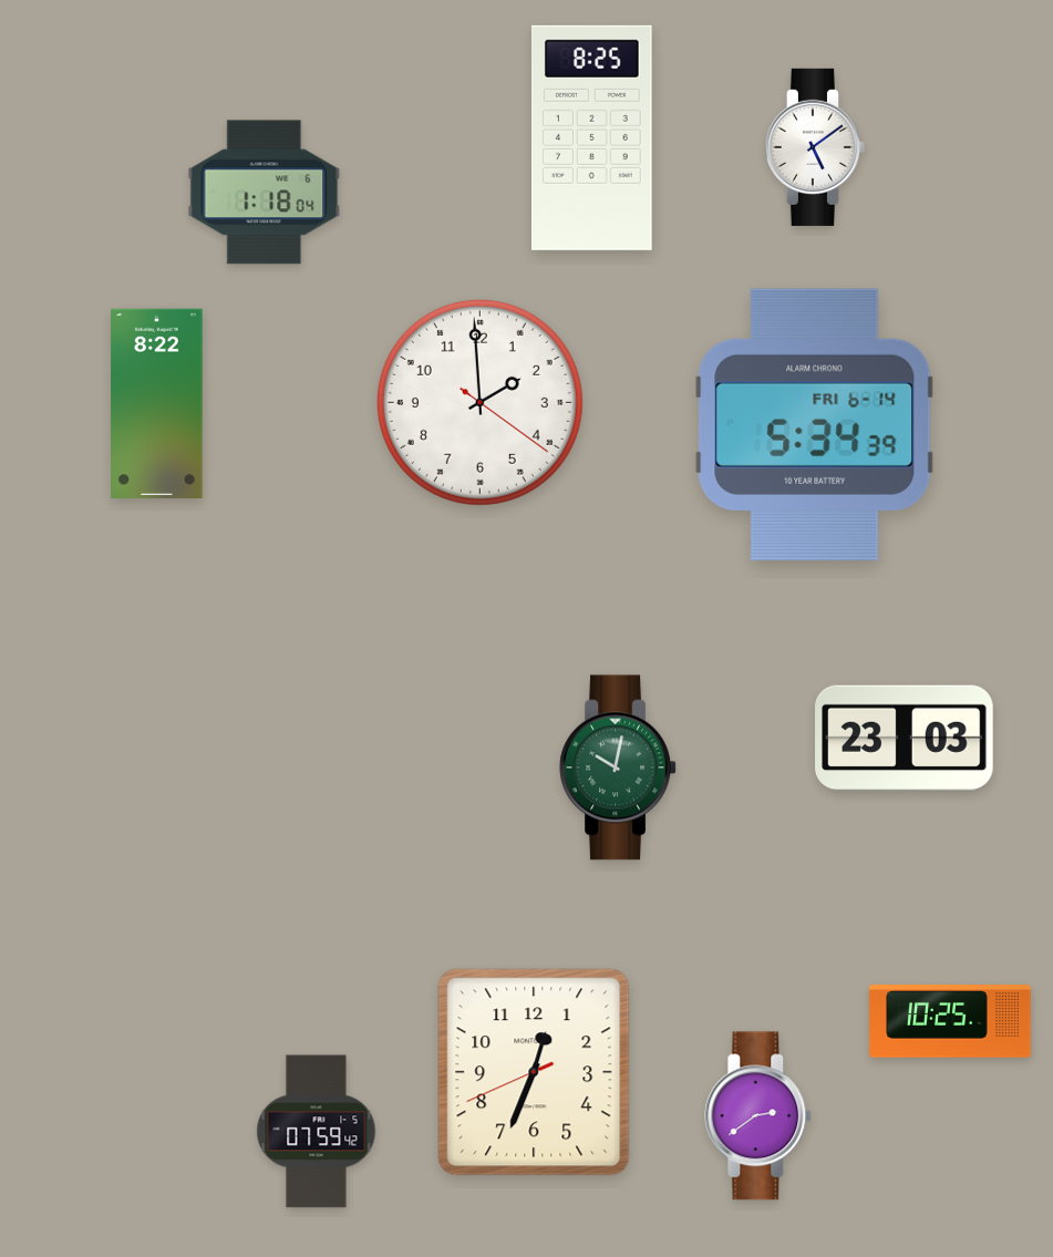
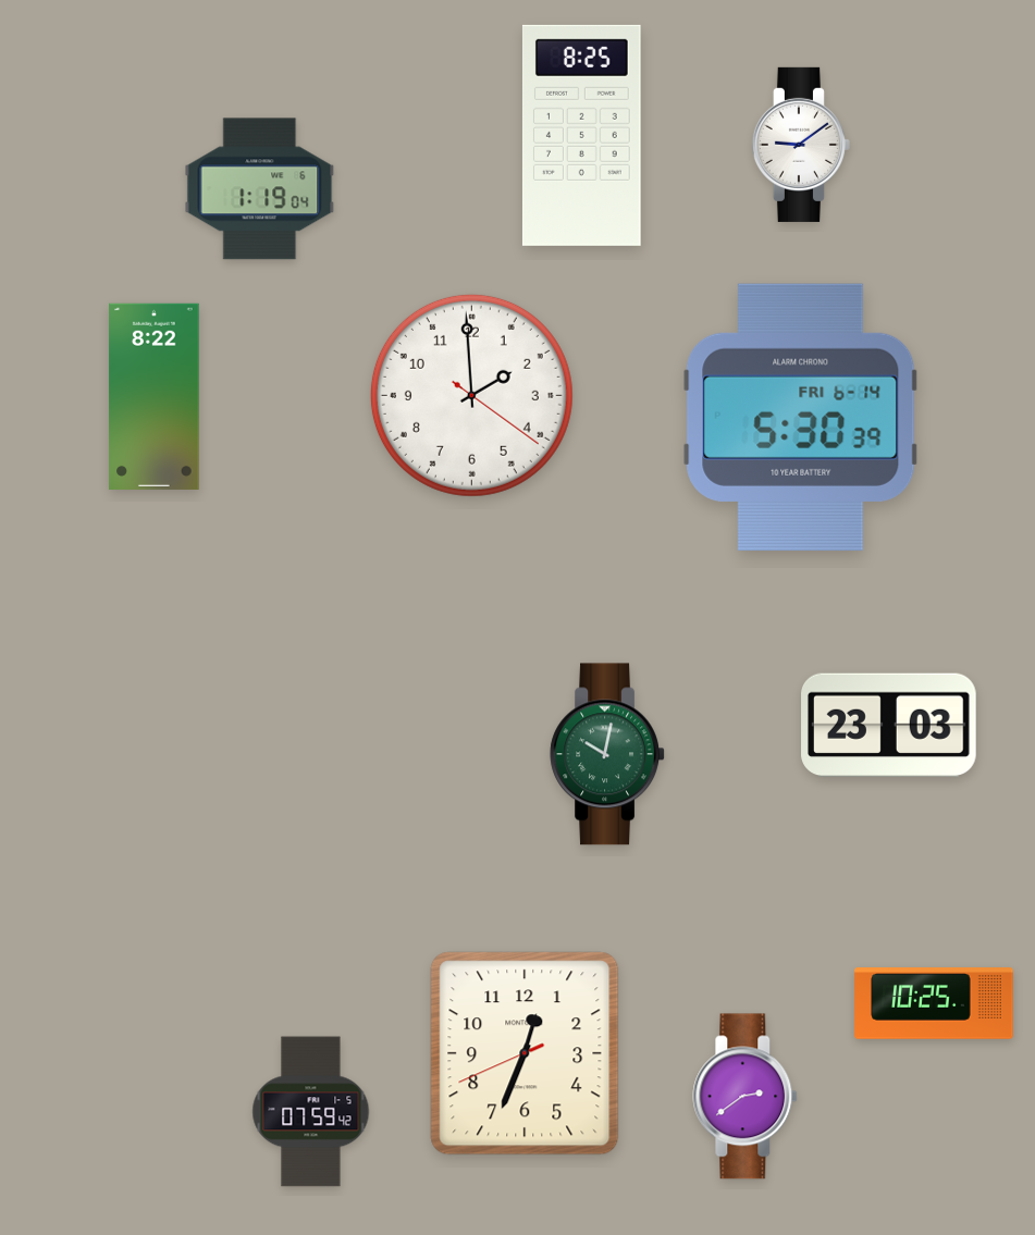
clock at (815, 147): 5:09 -> 9:09
clock at (265, 193): 1:18 -> 1:19
clock at (815, 424): 5:34 -> 5:30
